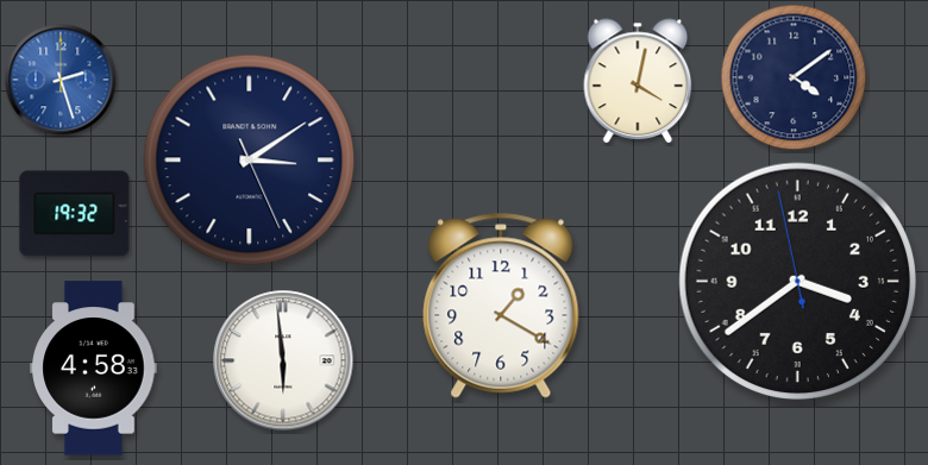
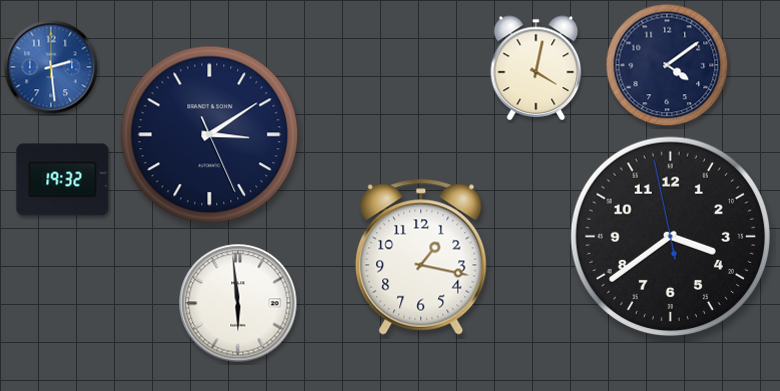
clock at (61, 80): 2:27 -> 2:29
clock at (501, 306): 1:20 -> 1:17
clock at (94, 369): 4:58 -> none
